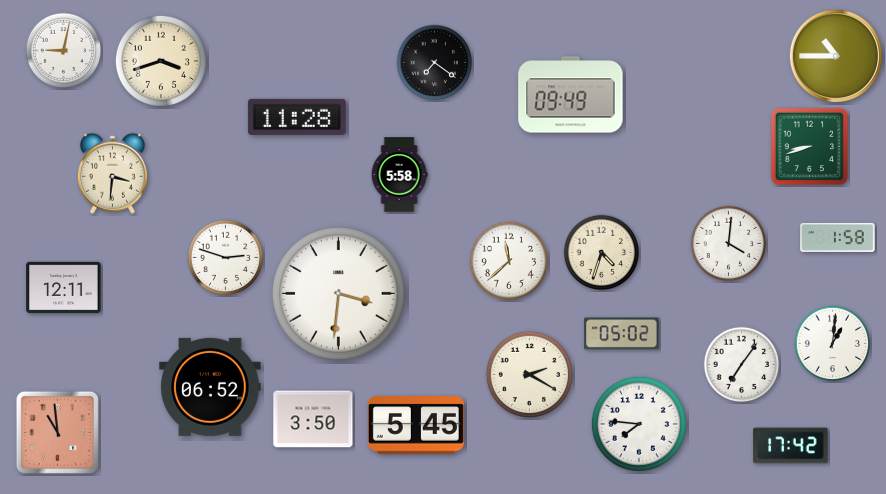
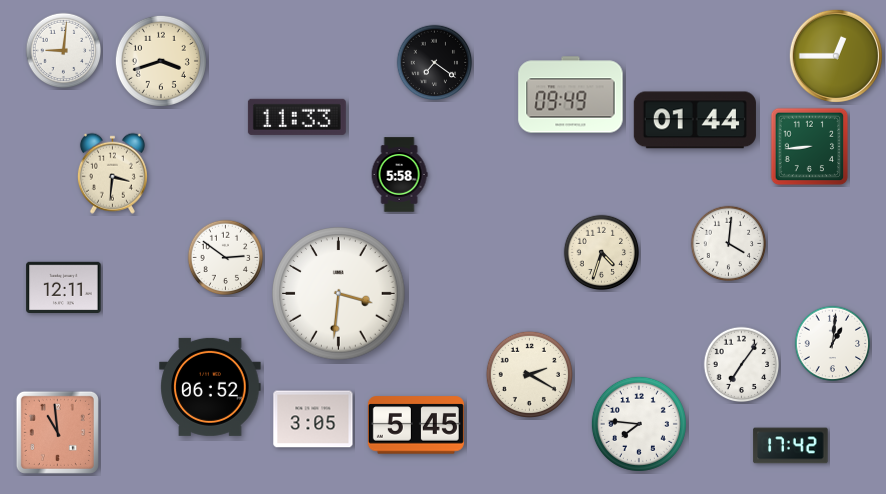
clock at (64, 51): 9:02 -> 9:01
clock at (836, 56): 10:45 -> 12:45
clock at (297, 117): 11:28 -> 11:33
clock at (695, 120): none -> 01:44
clock at (810, 147): 8:42 -> 8:44
clock at (838, 237): 1:58 -> none
clock at (226, 258): 2:48 -> 2:51
clock at (509, 261): 11:38 -> none
clock at (622, 334): 05:02 -> none
clock at (313, 419): 3:50 -> 3:05
